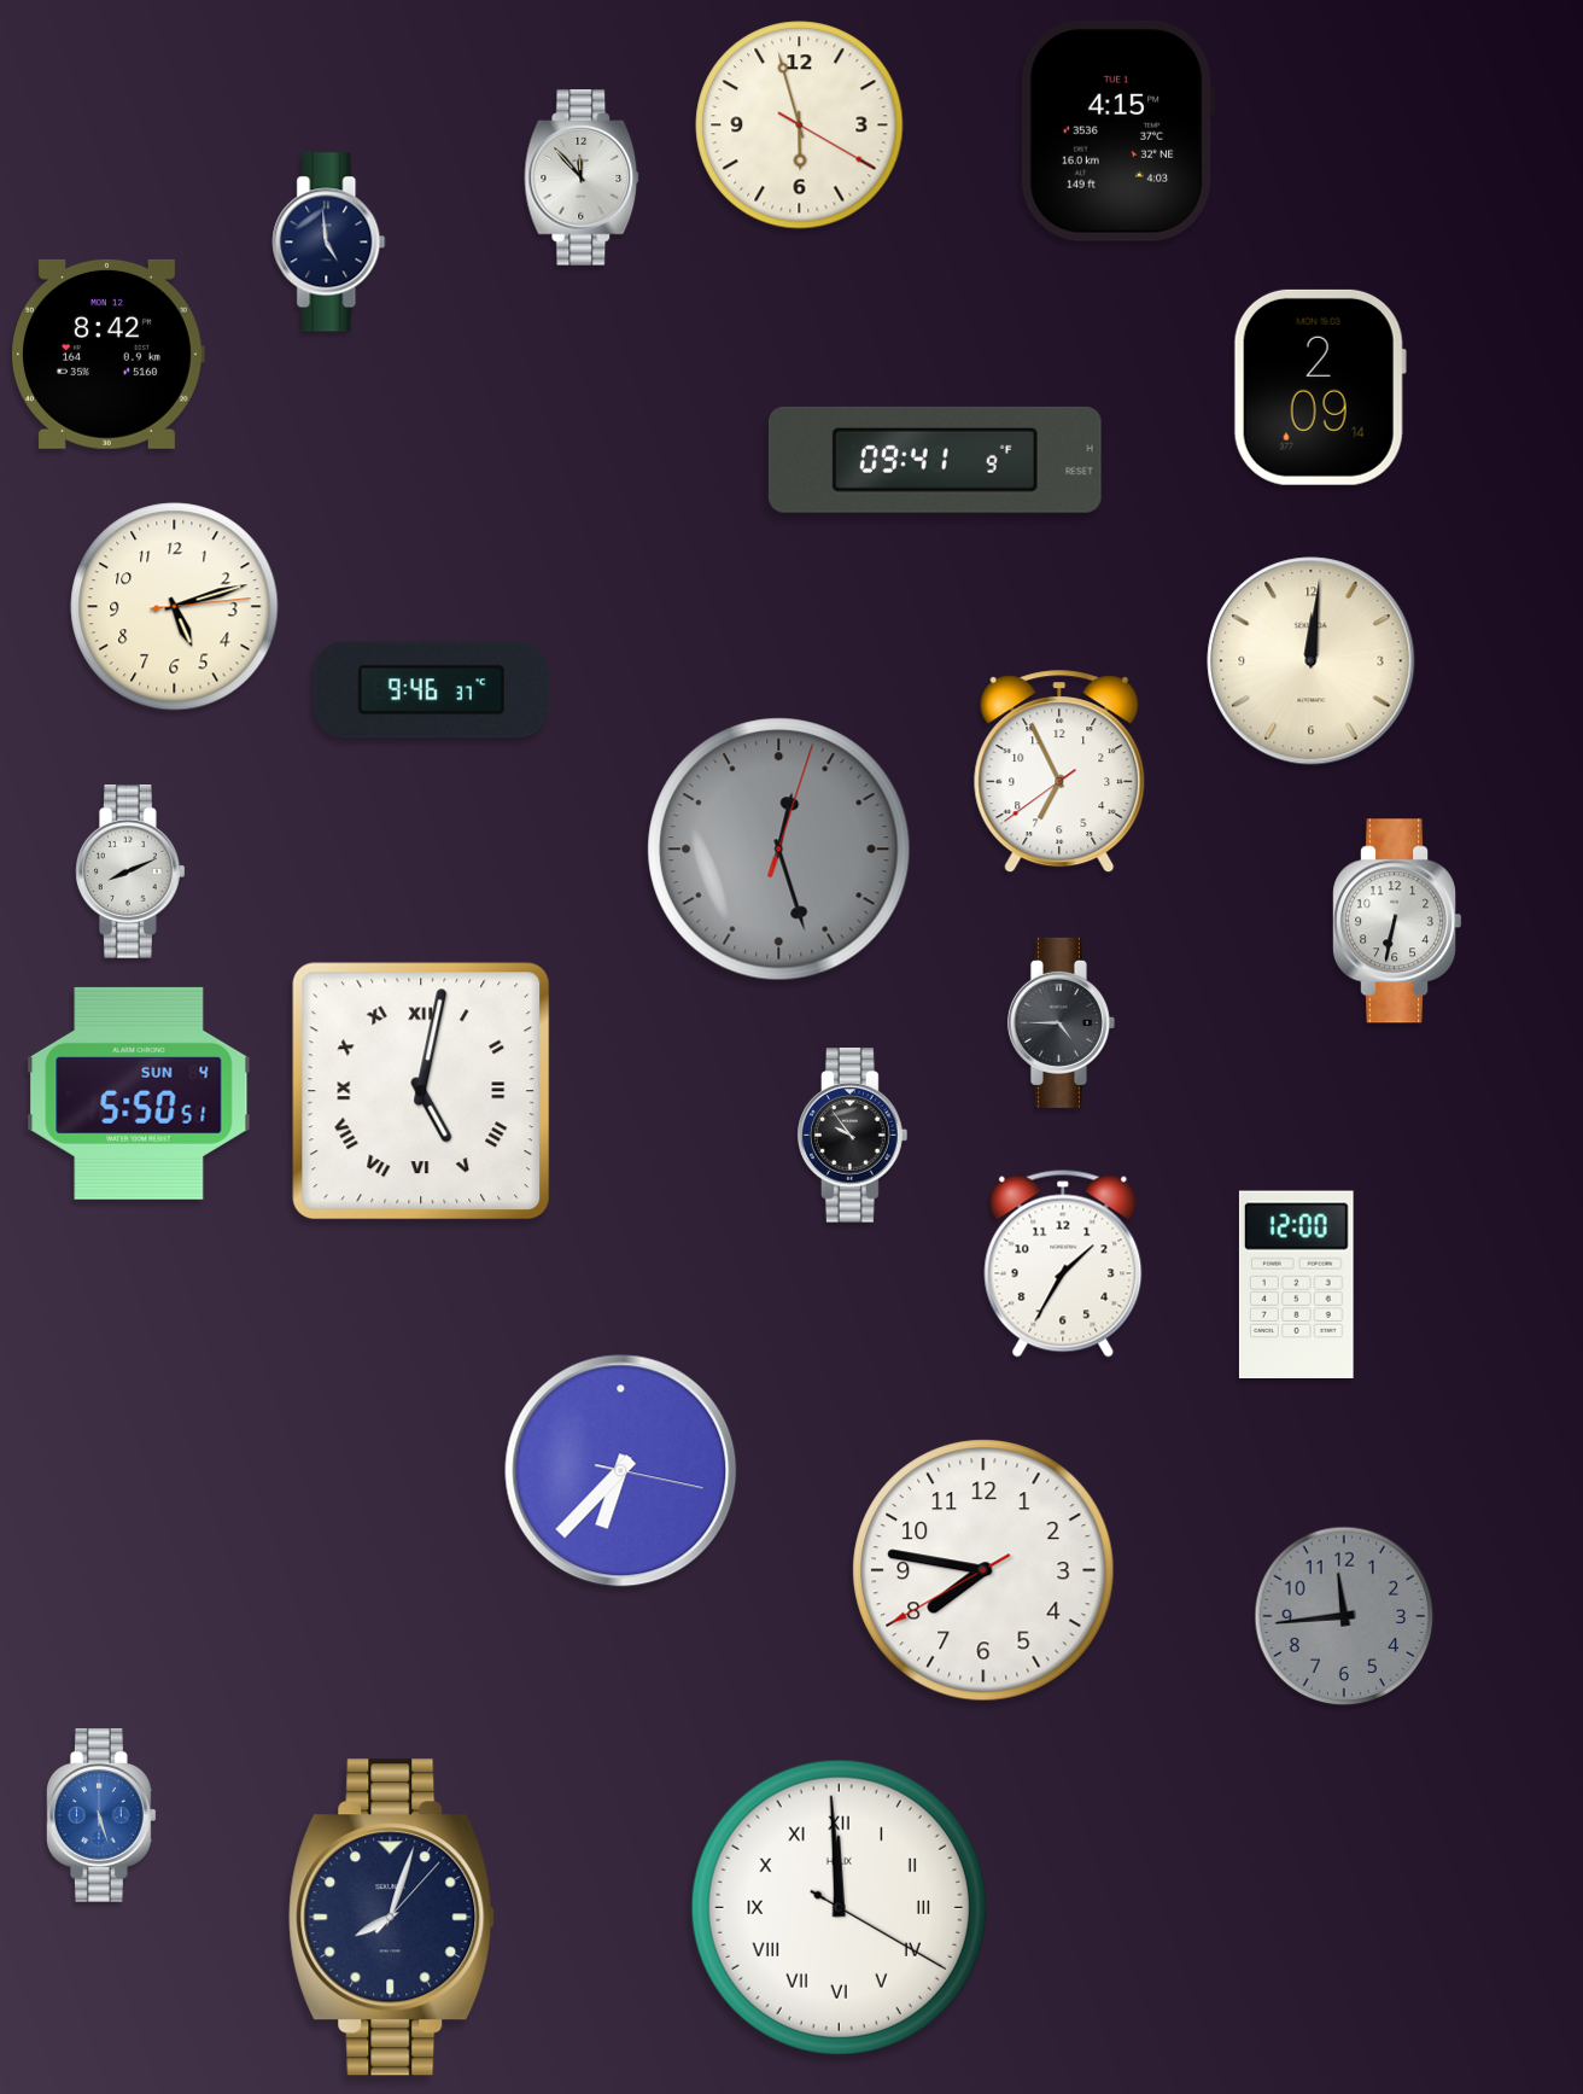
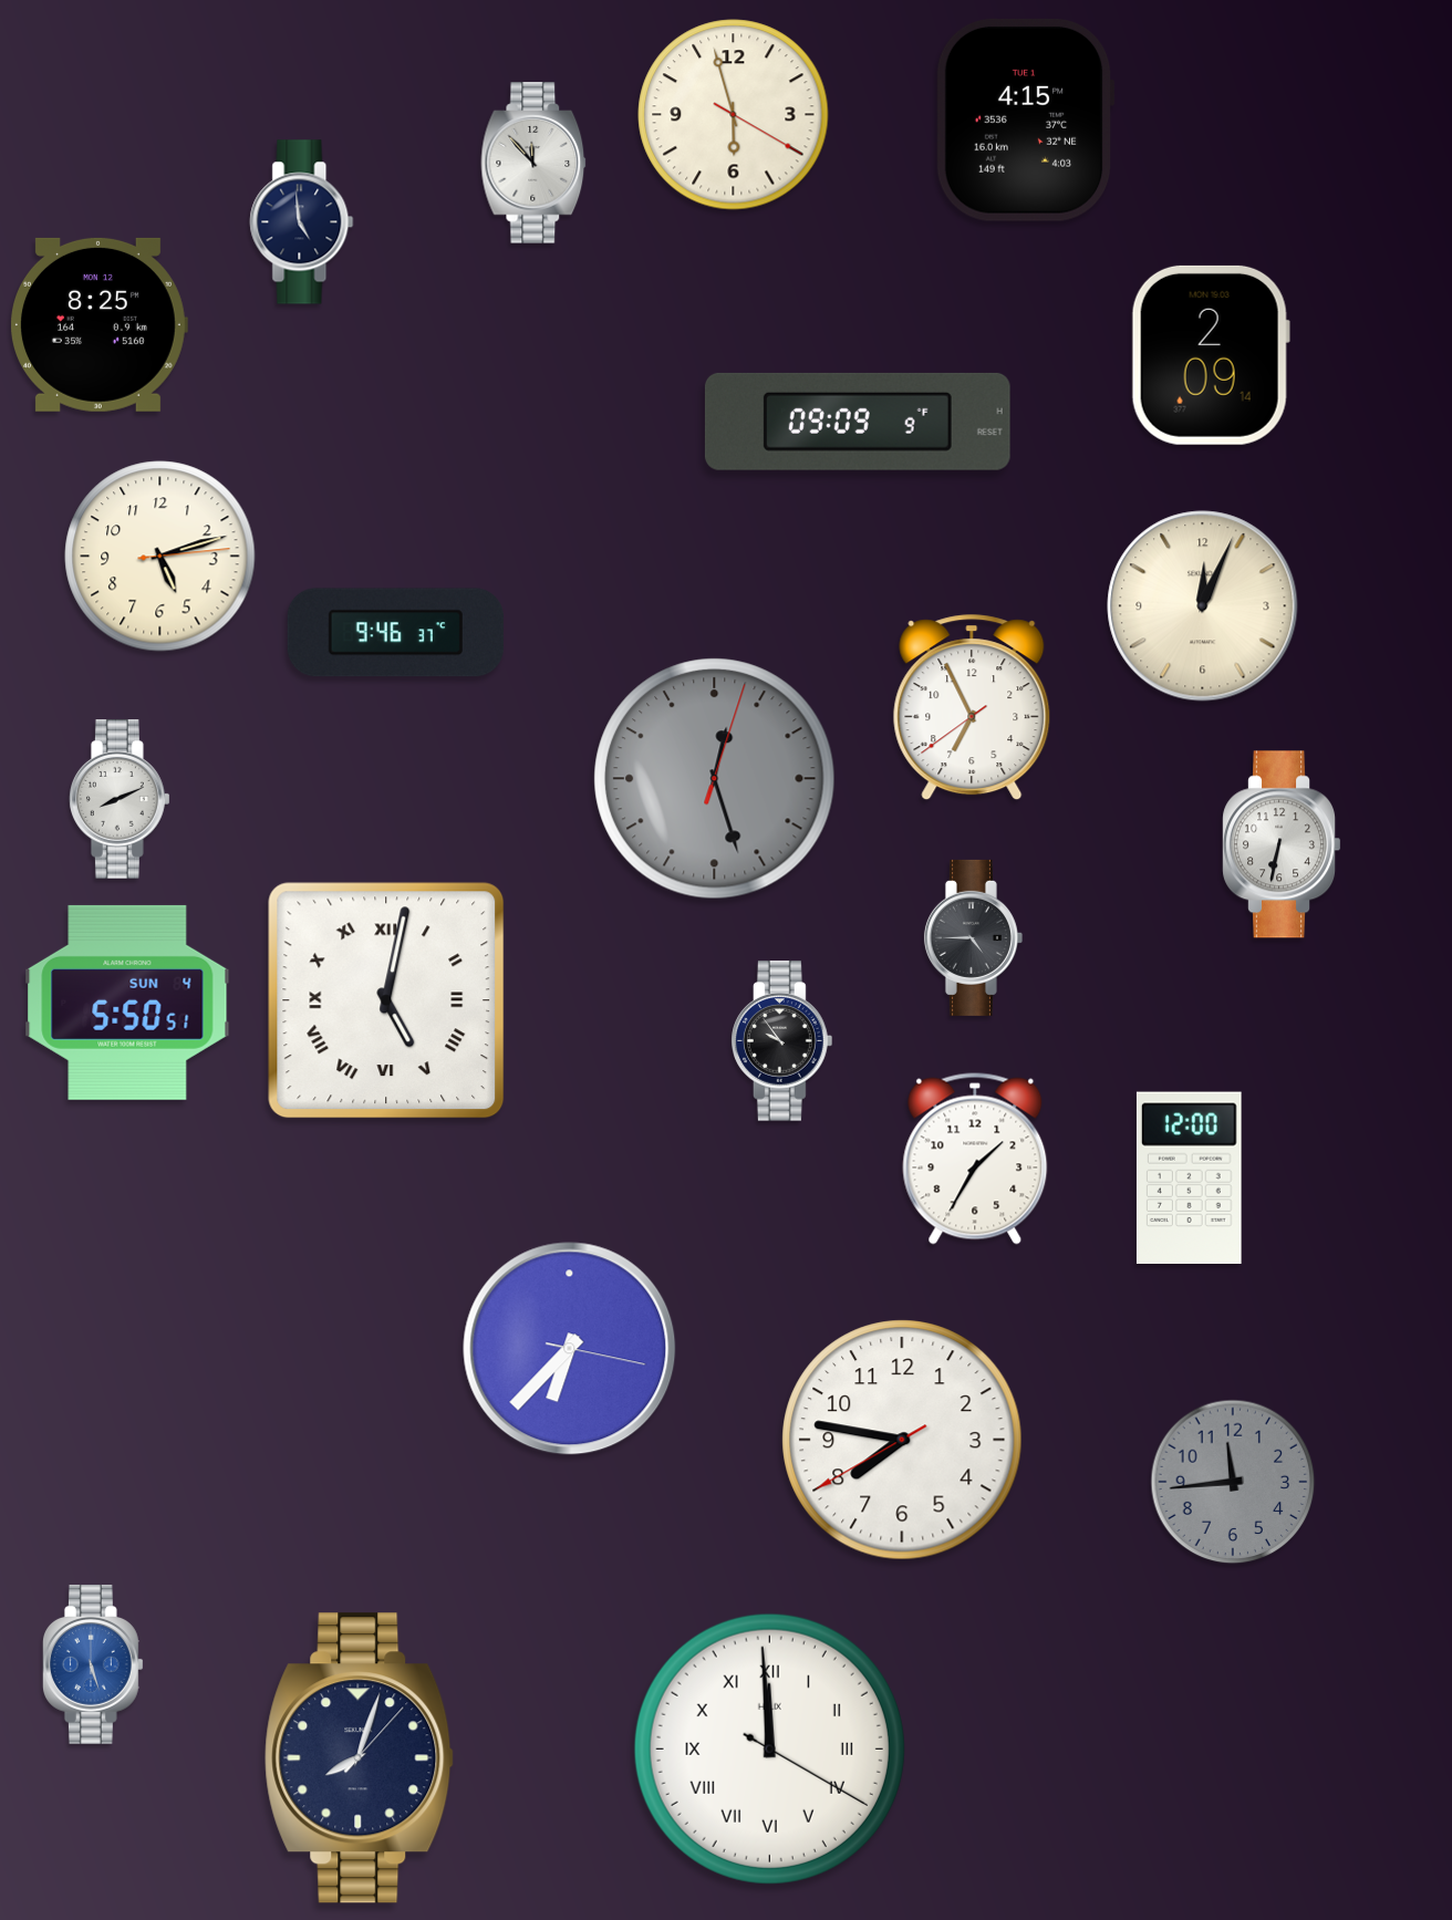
clock at (107, 354): 8:42 -> 8:25
clock at (935, 460): 09:41 -> 09:09
clock at (1312, 661): 12:01 -> 12:04
